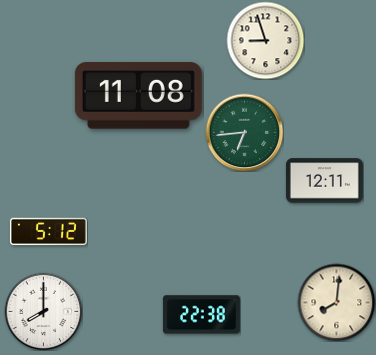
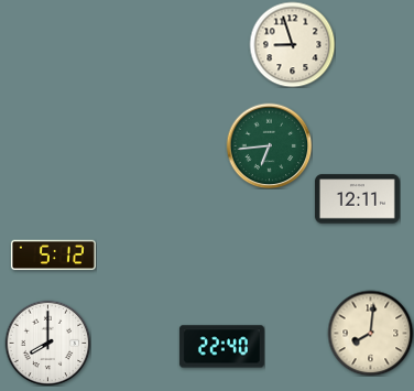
clock at (138, 96): 11:08 -> none
clock at (201, 315): 22:38 -> 22:40
